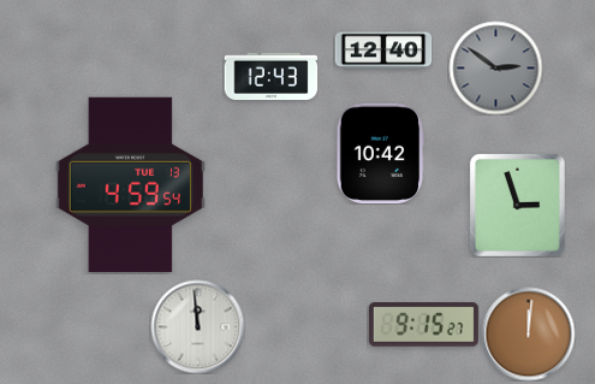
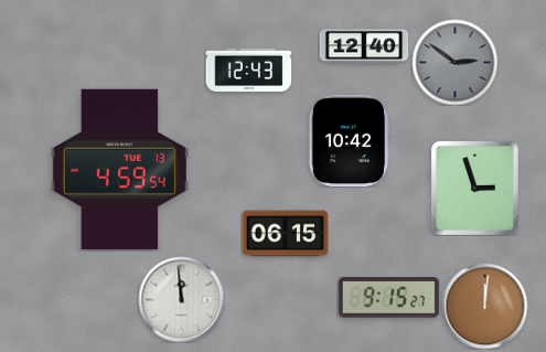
clock at (383, 51) position: (383, 51) -> (364, 46)
clock at (285, 234): none -> 06:15
